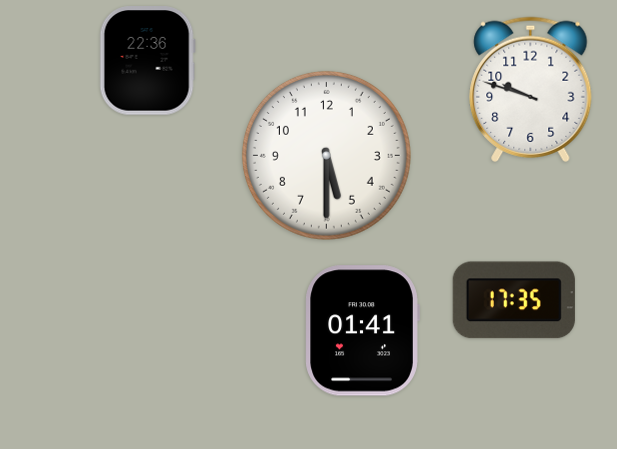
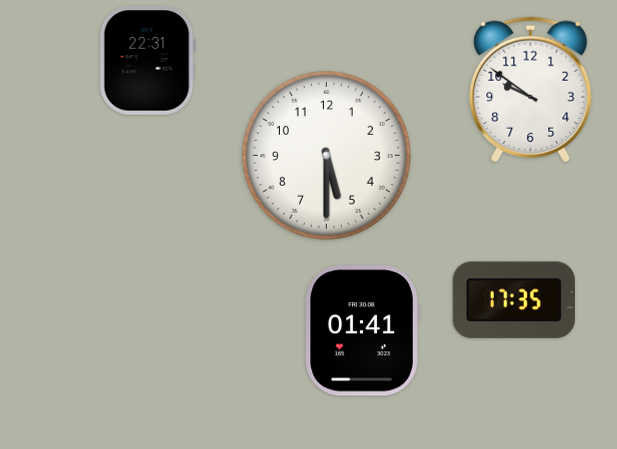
clock at (147, 61): 22:36 -> 22:31
clock at (531, 89): 9:48 -> 9:51
